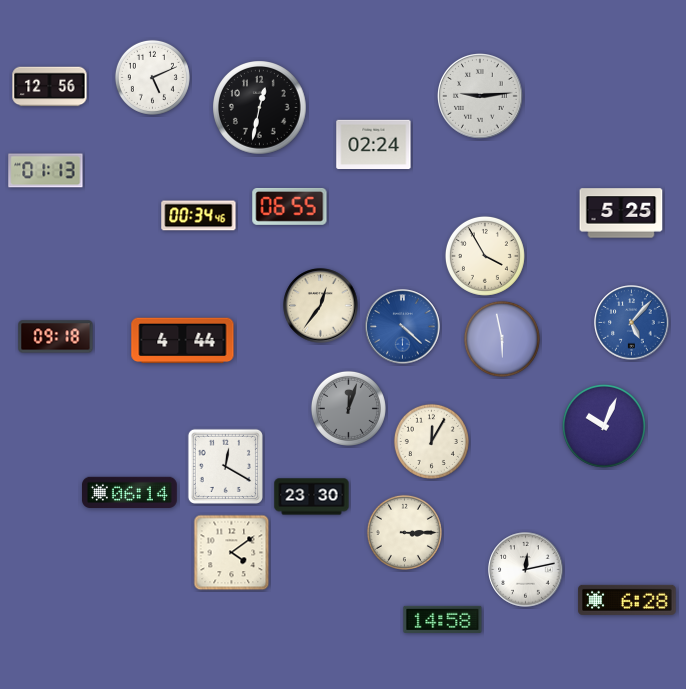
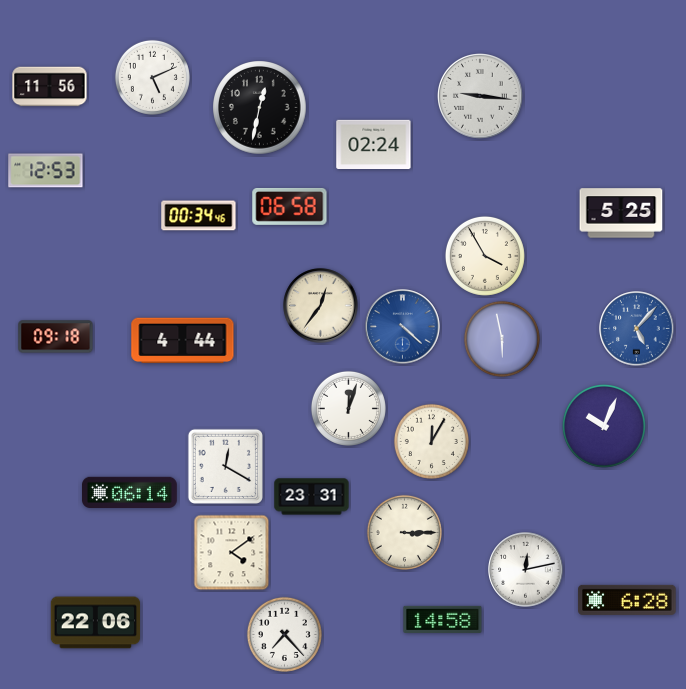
clock at (50, 87): 12:56 -> 11:56
clock at (480, 96): 9:14 -> 9:16
clock at (46, 171): 01:13 -> 12:53
clock at (290, 206): 06:55 -> 06:58
clock at (632, 323) position: (632, 323) -> (637, 329)
clock at (348, 408) dial: grey -> white
clock at (312, 497): 23:30 -> 23:31
clock at (96, 623): none -> 22:06
clock at (284, 634): none -> 7:23
